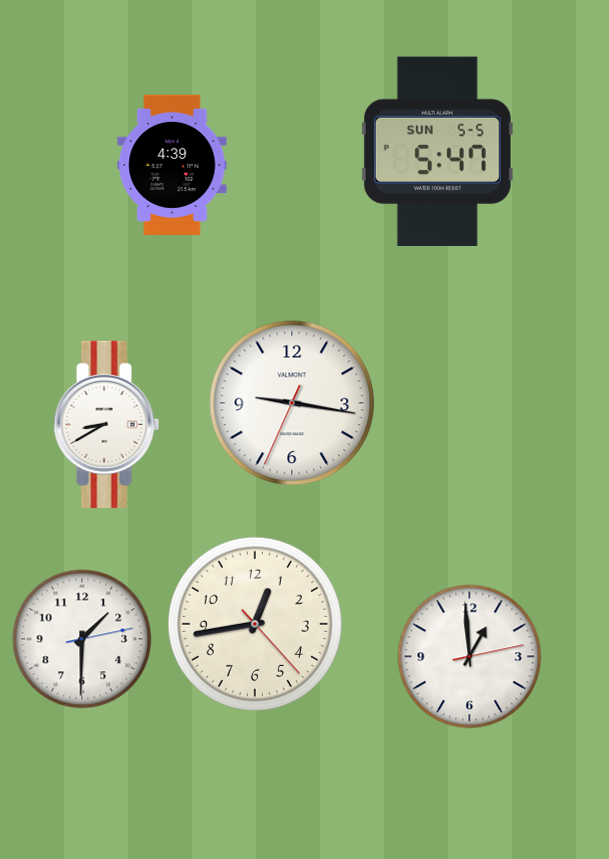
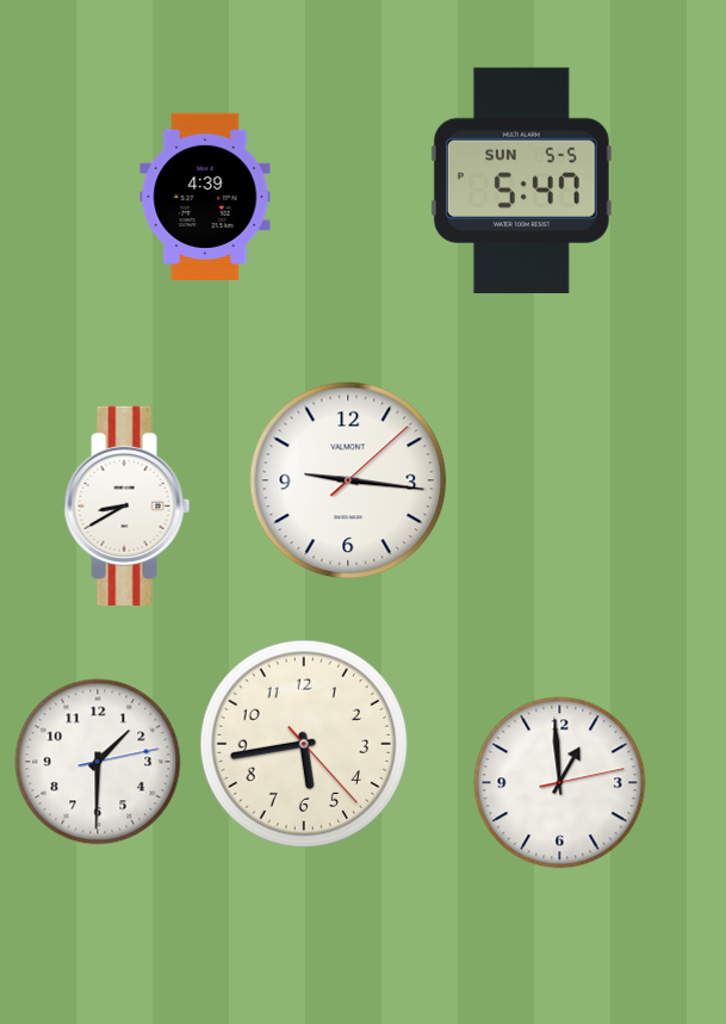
clock at (292, 403): 9:16:34 -> 9:16:08
clock at (254, 623): 12:43 -> 5:43
